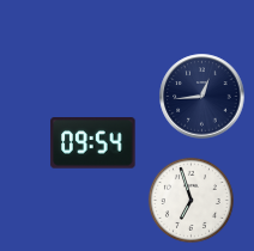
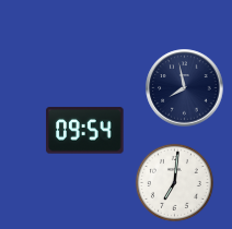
clock at (202, 97): 12:44 -> 7:58
clock at (190, 200): 6:57 -> 7:01
